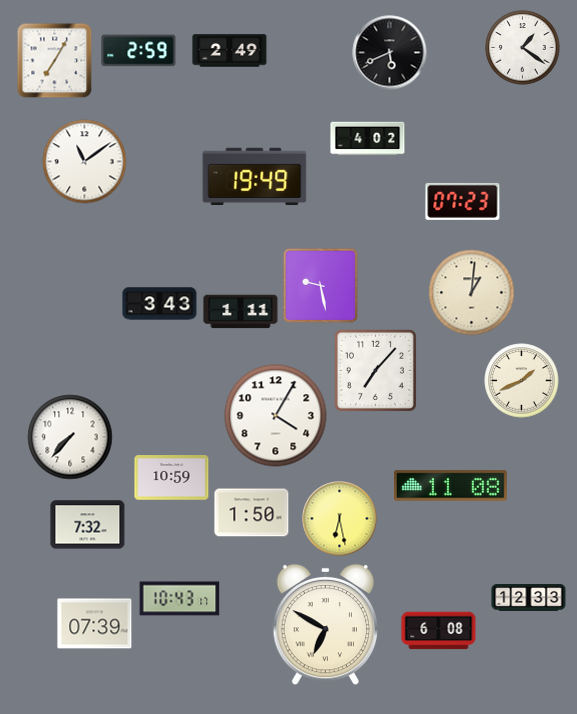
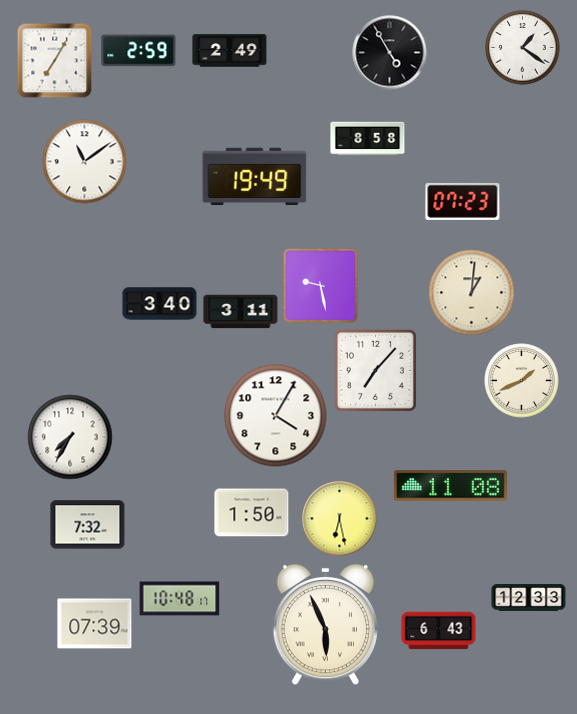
clock at (390, 53): 5:41 -> 4:55
clock at (368, 139): 4:02 -> 8:58
clock at (160, 304): 3:43 -> 3:40
clock at (241, 312): 1:11 -> 3:11
clock at (70, 437): 7:37 -> 7:35
clock at (172, 478): 10:59 -> none
clock at (180, 599): 10:43 -> 10:48
clock at (325, 625): 6:50 -> 5:56
clock at (439, 631): 6:08 -> 6:43
